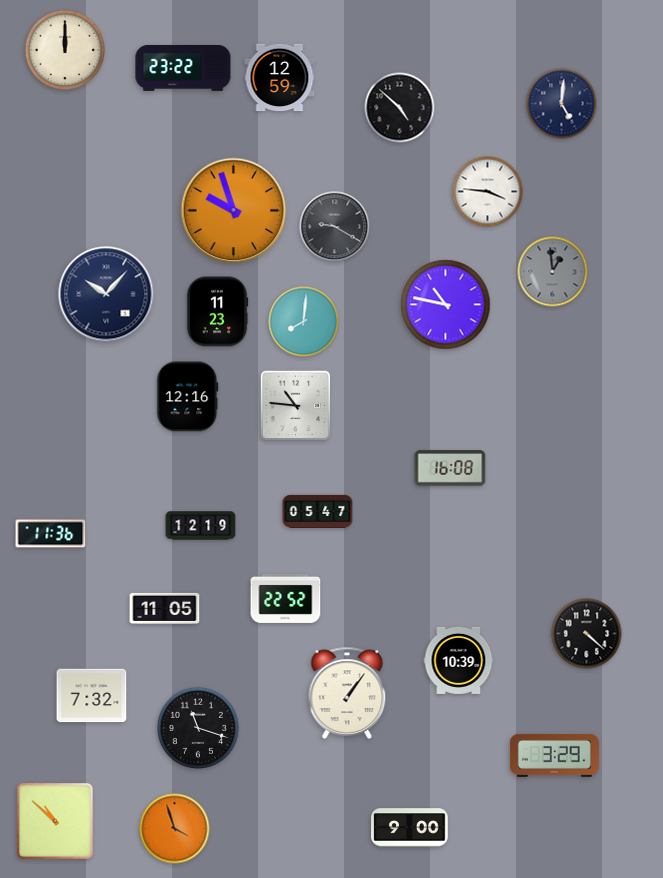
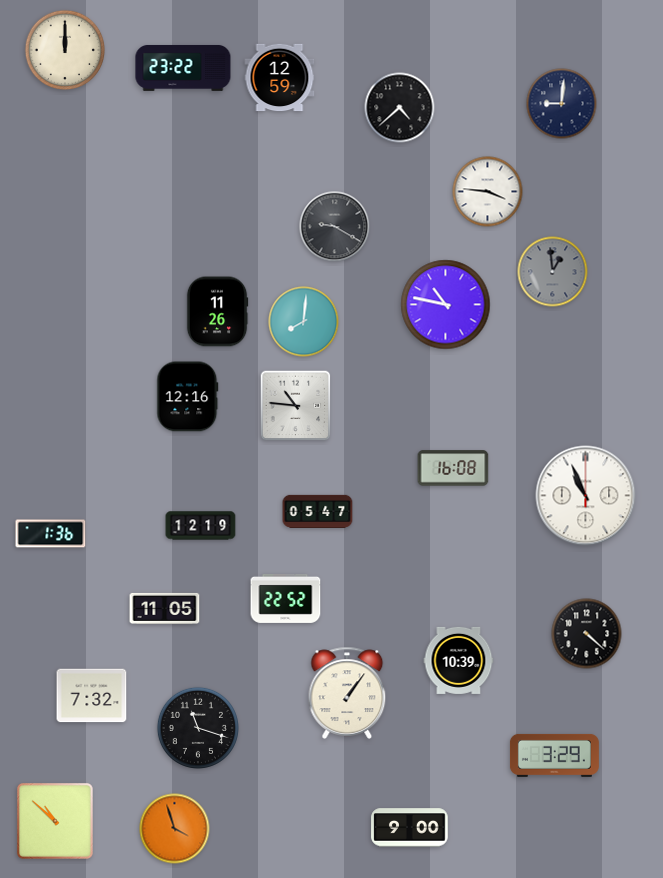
clock at (562, 104): 5:01 -> 9:01
clock at (400, 108): 4:52 -> 4:38
clock at (234, 211): 9:57 -> none
clock at (106, 294): 10:07 -> none
clock at (217, 312): 11:23 -> 11:26
clock at (450, 468) position: (450, 468) -> (453, 468)
clock at (586, 496): none -> 10:56
clock at (51, 534): 11:36 -> 1:36
